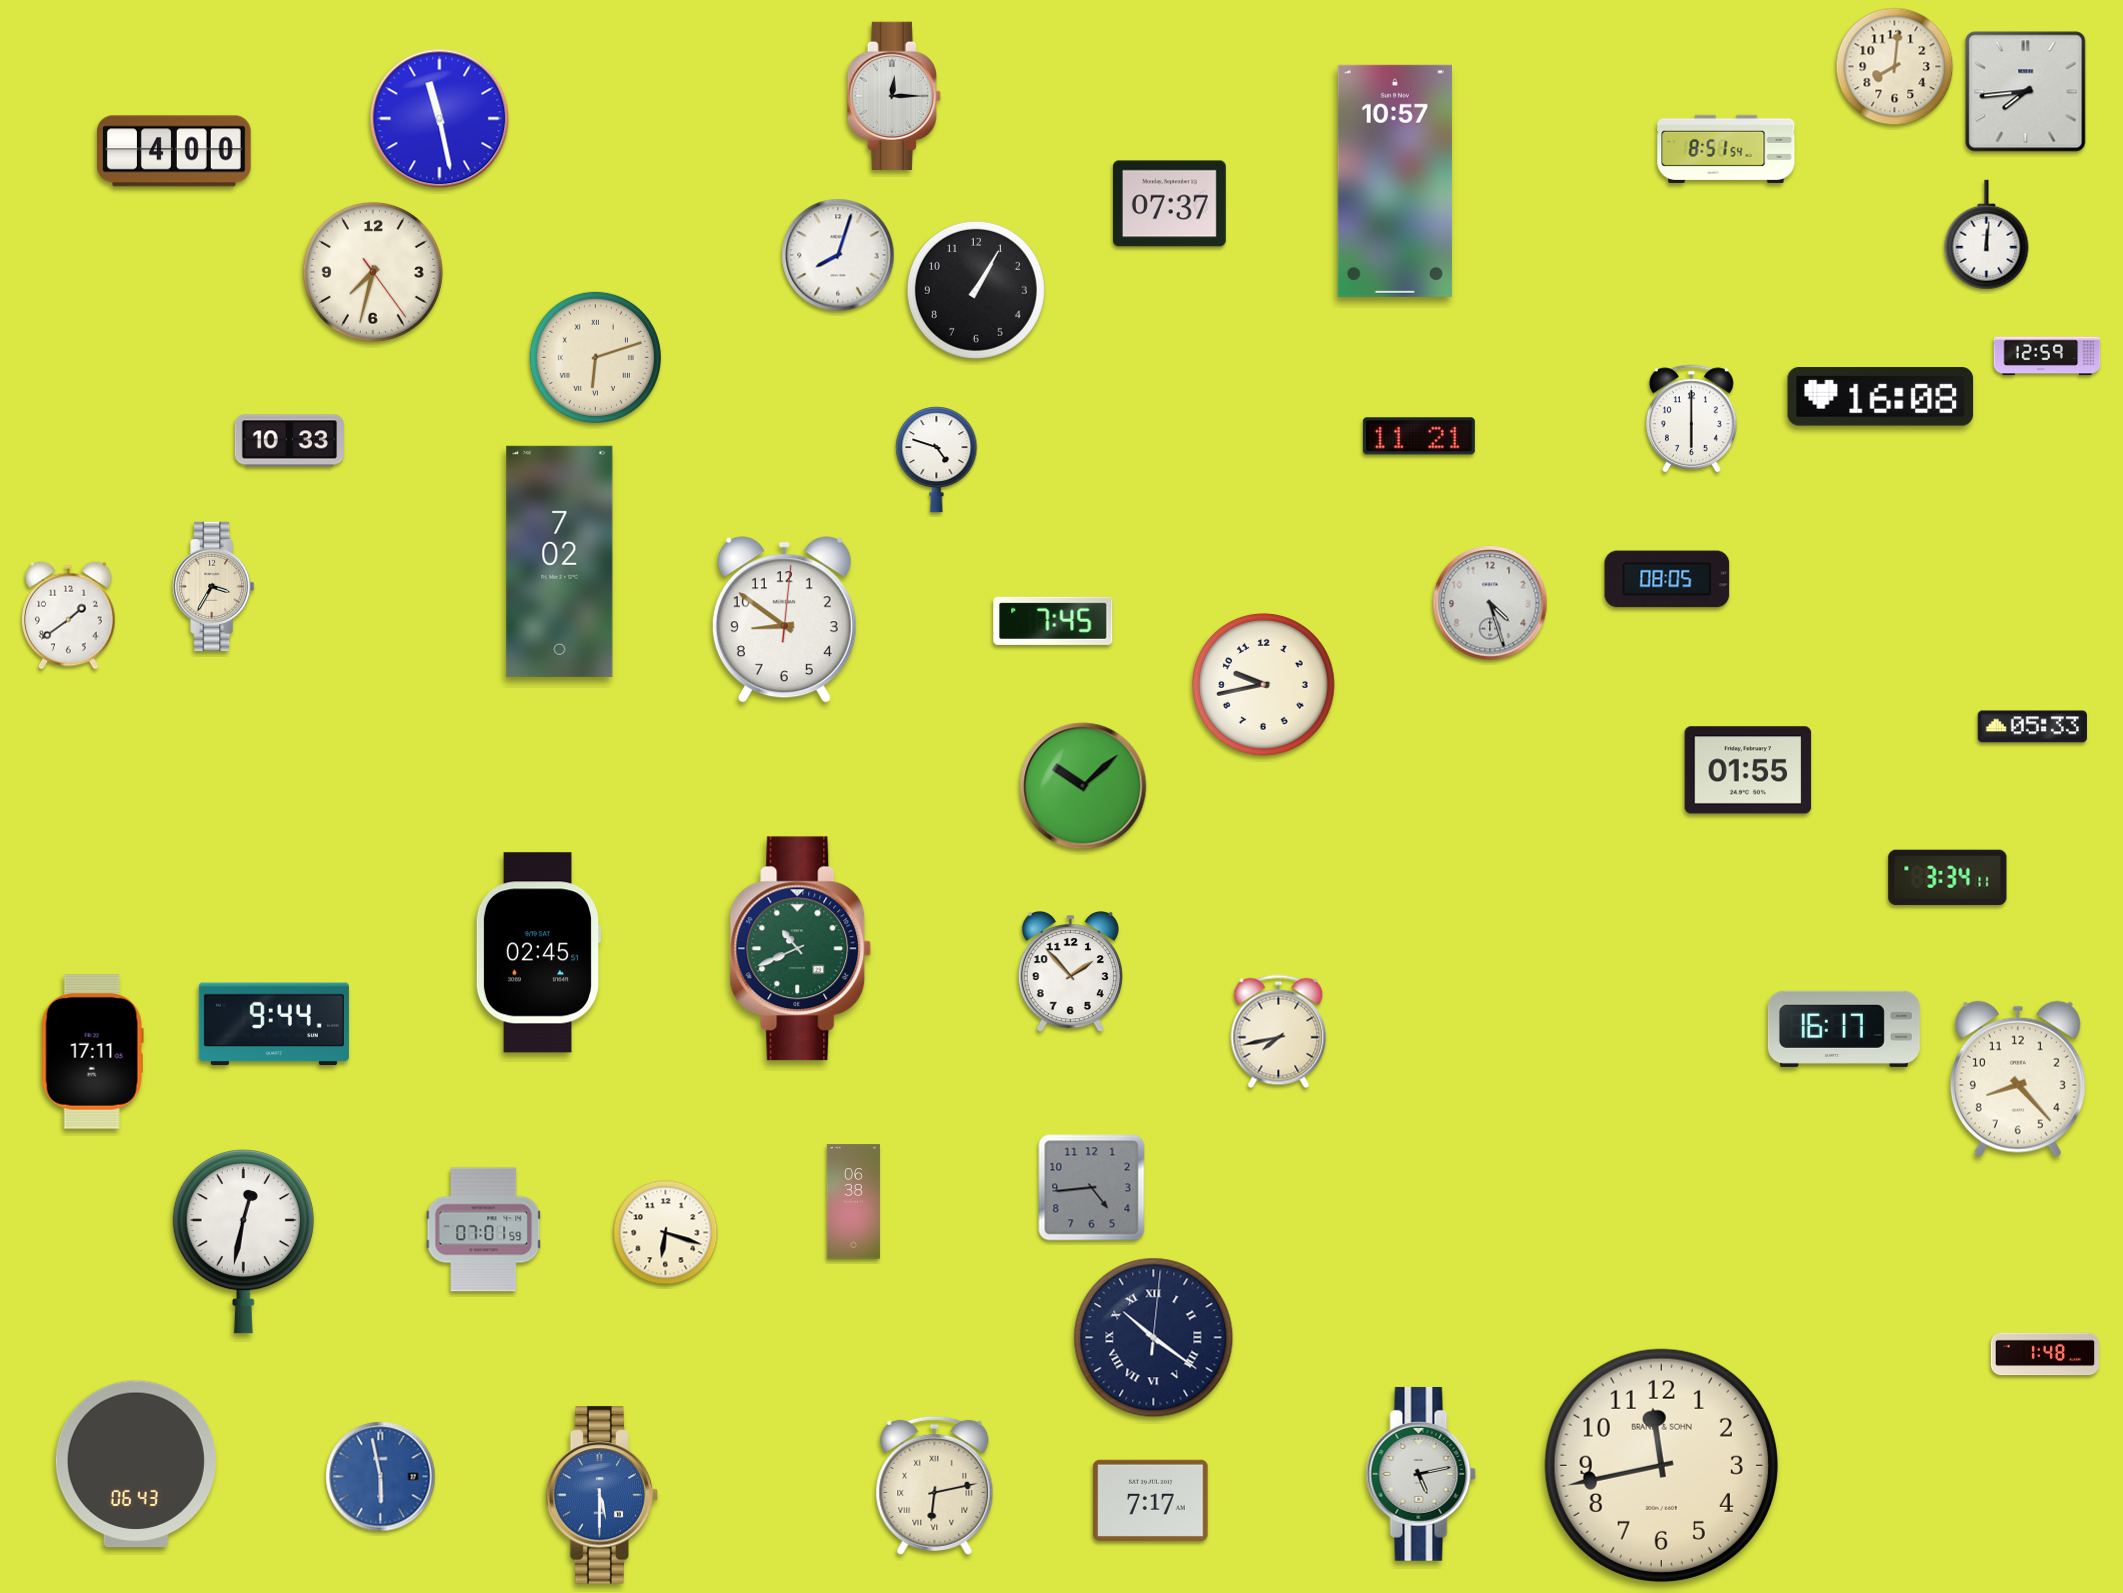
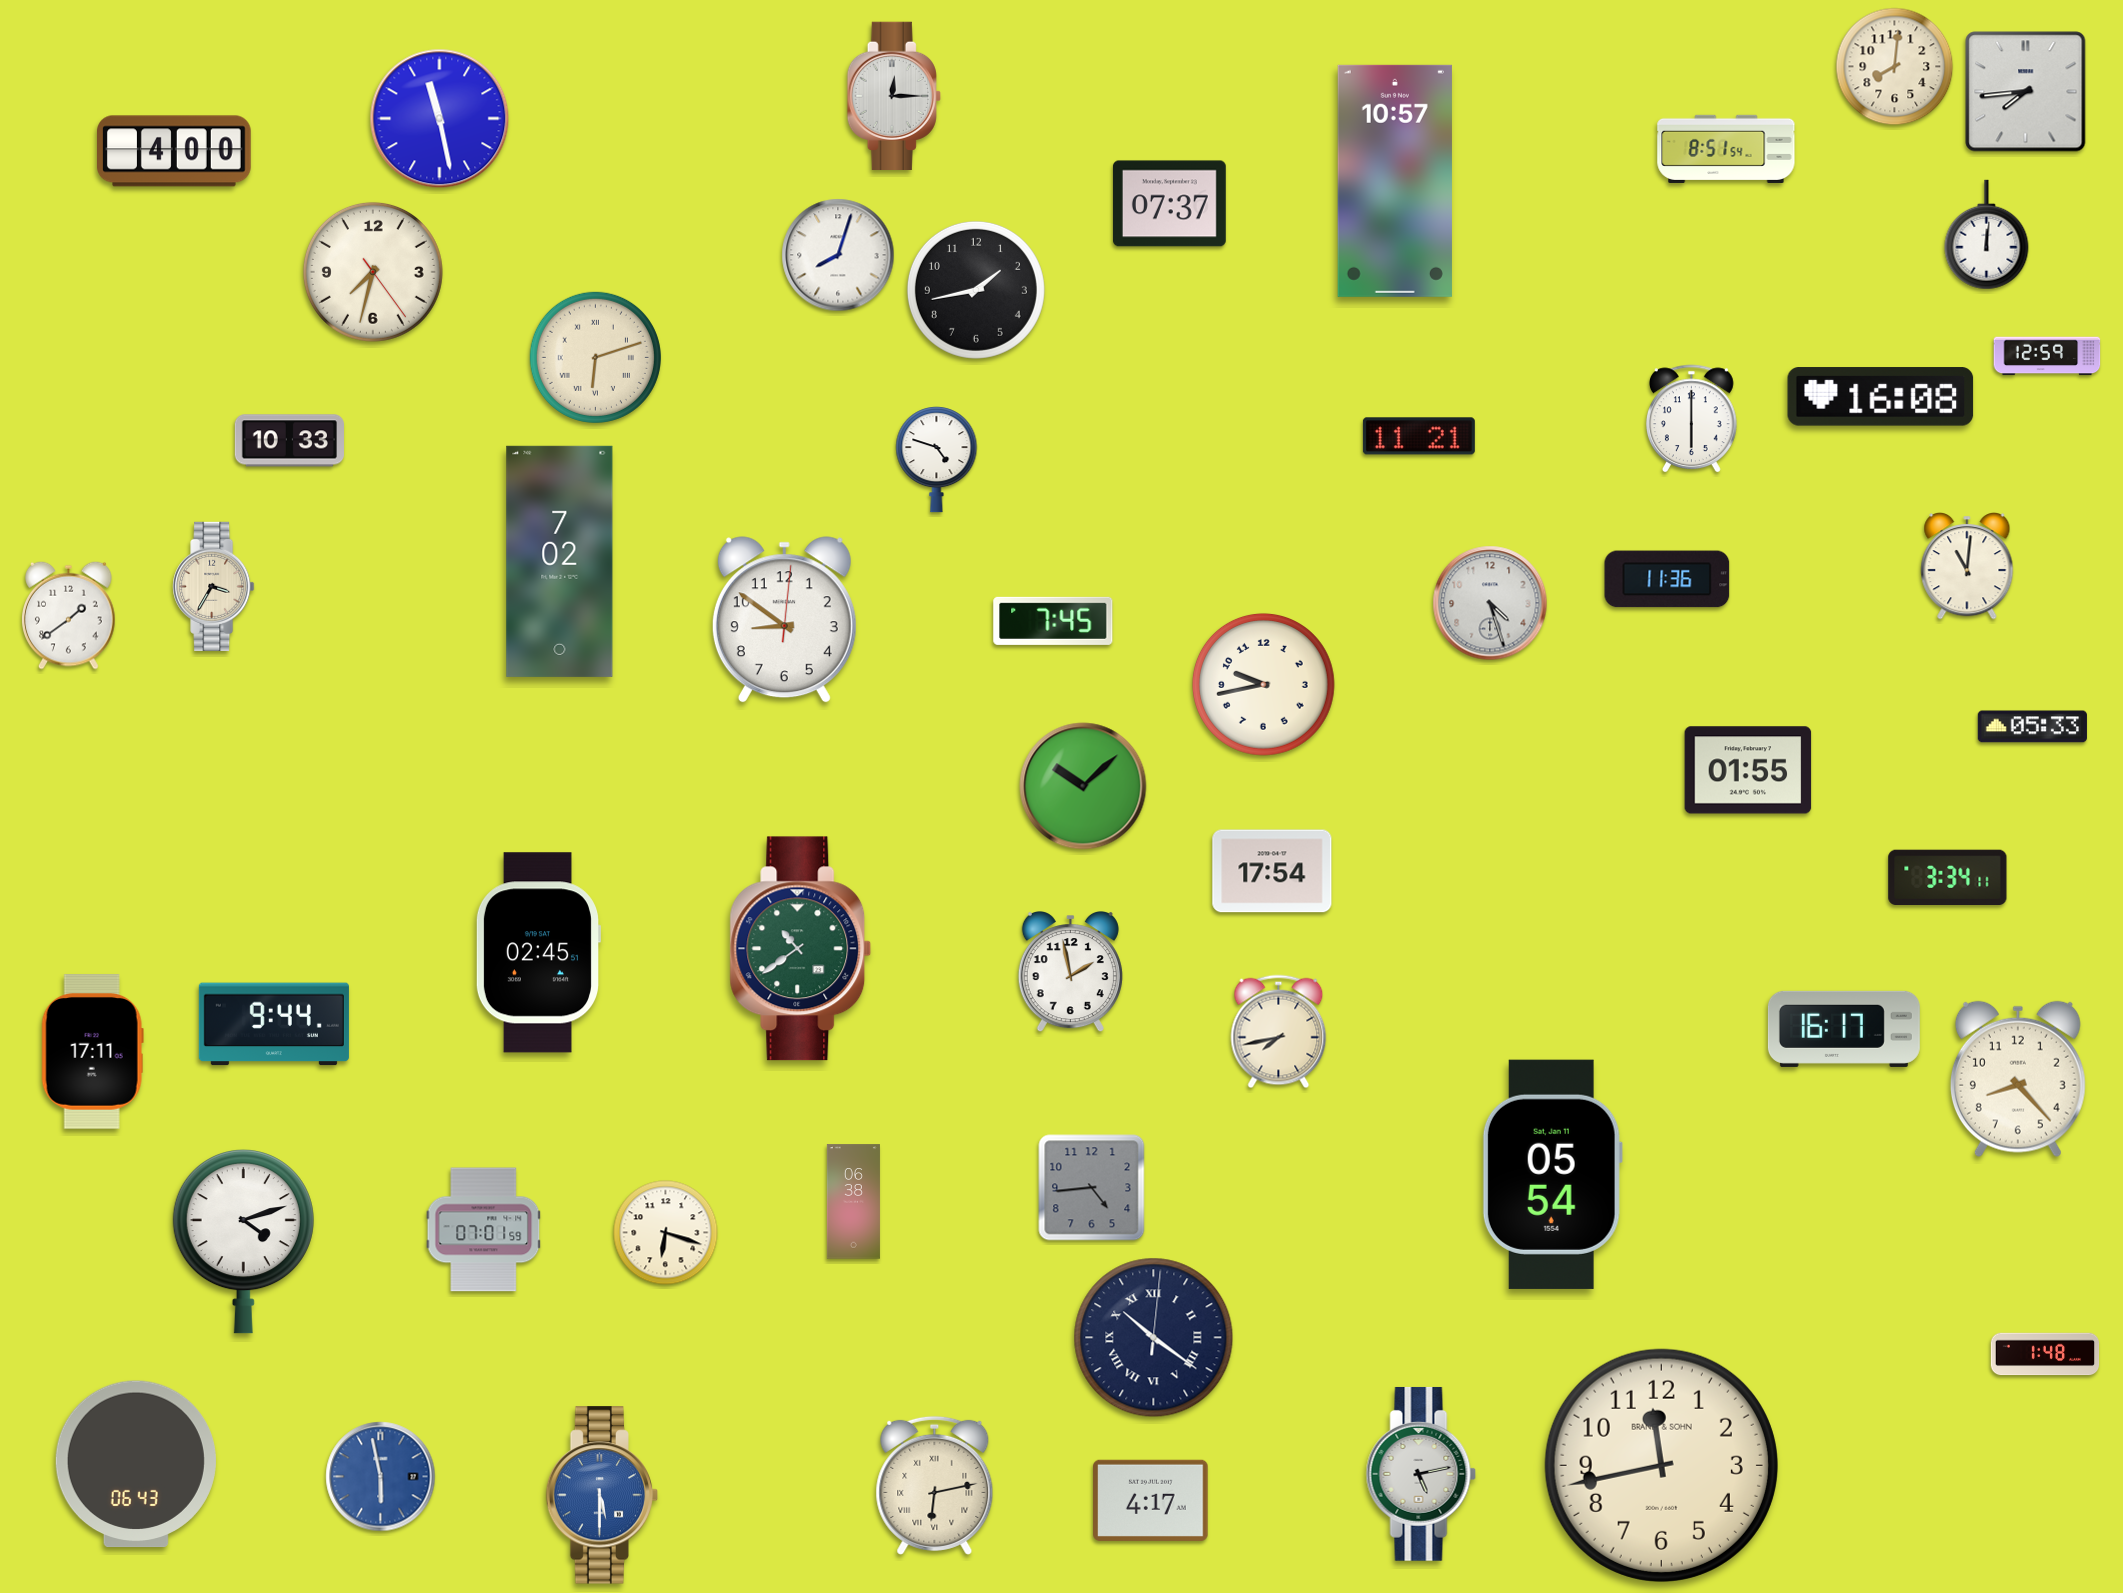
clock at (976, 290): 1:05 -> 1:43
clock at (1967, 567): none -> 11:01
clock at (1667, 579): 08:05 -> 11:36
clock at (1272, 871): none -> 17:54
clock at (801, 949): 10:41 -> 10:39
clock at (1070, 973): 1:53 -> 1:58
clock at (1552, 1174): none -> 05:54
clock at (243, 1242): 12:32 -> 4:12
clock at (1151, 1500): 7:17 -> 4:17
